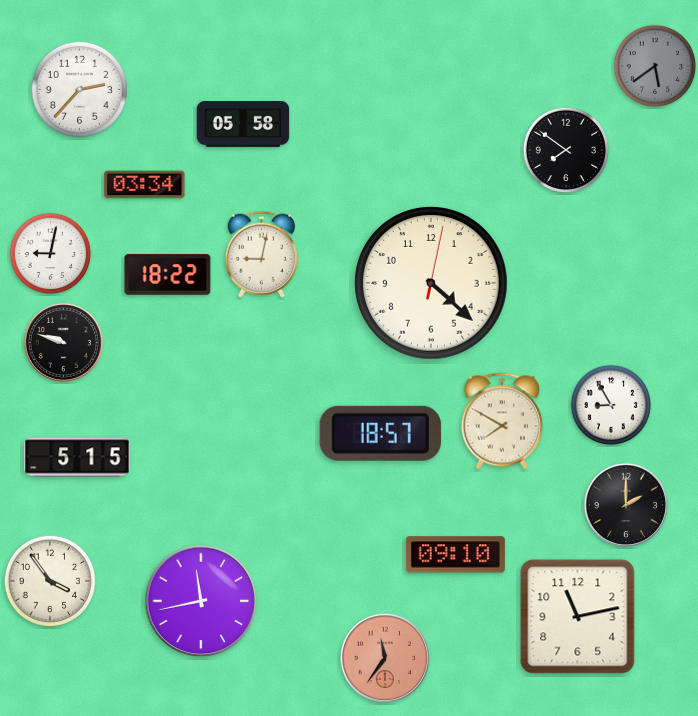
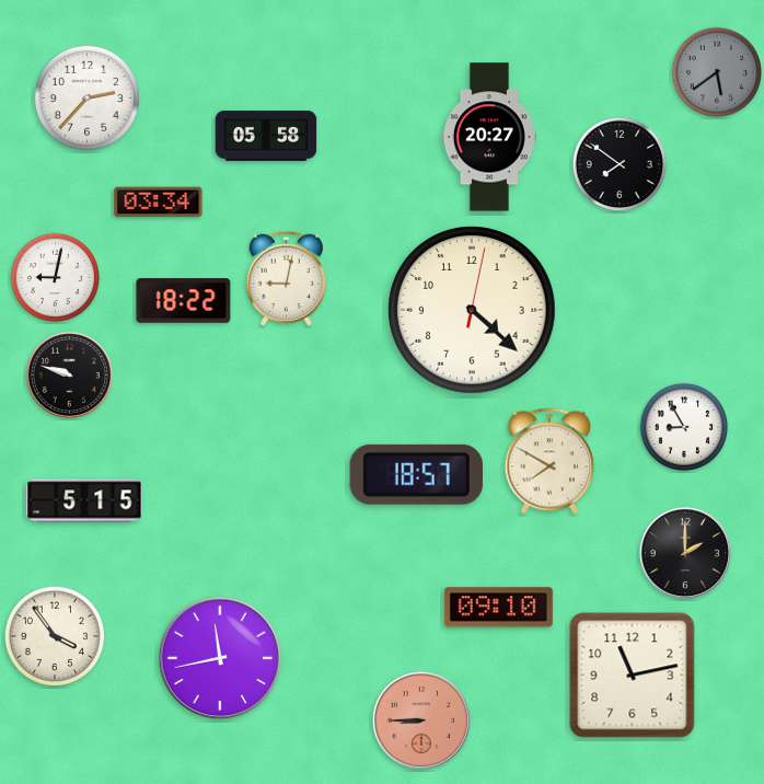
clock at (489, 137): none -> 20:27
clock at (611, 405) position: (611, 405) -> (684, 427)
clock at (384, 657): 11:36 -> 8:45
